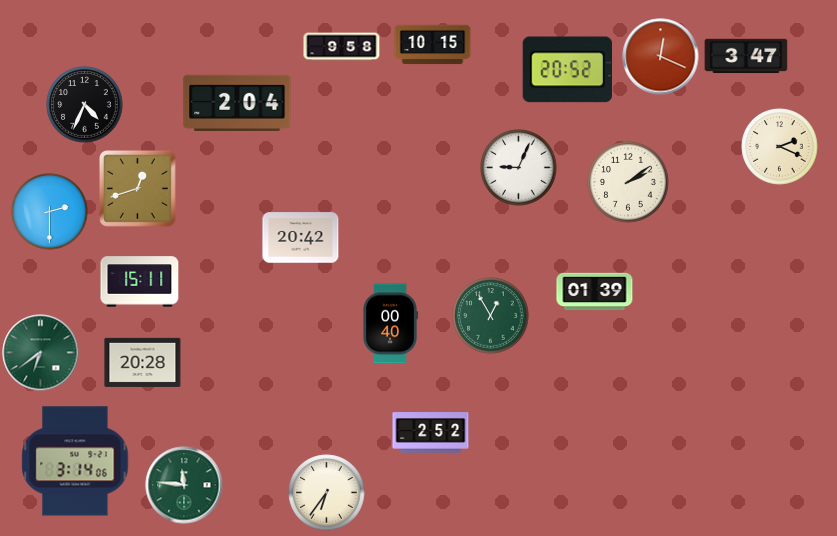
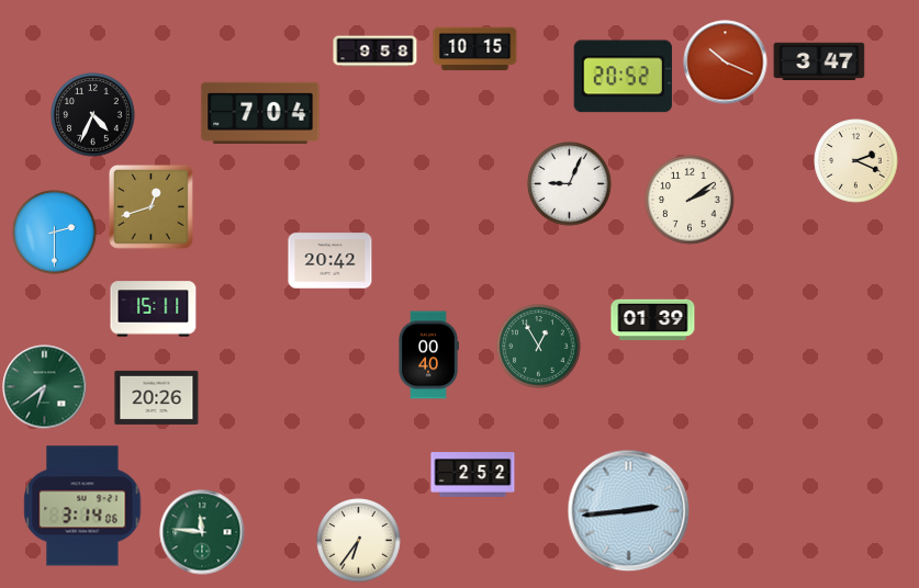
clock at (661, 57): 12:19 -> 10:19
clock at (237, 102): 2:04 -> 7:04
clock at (143, 362): 20:28 -> 20:26
clock at (629, 511): none -> 2:44
